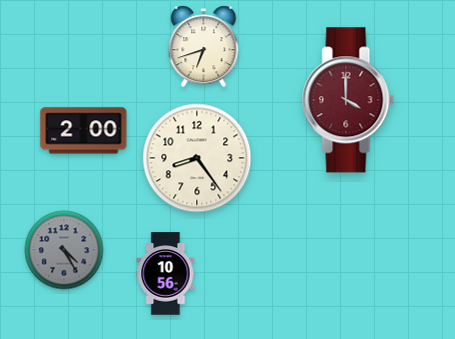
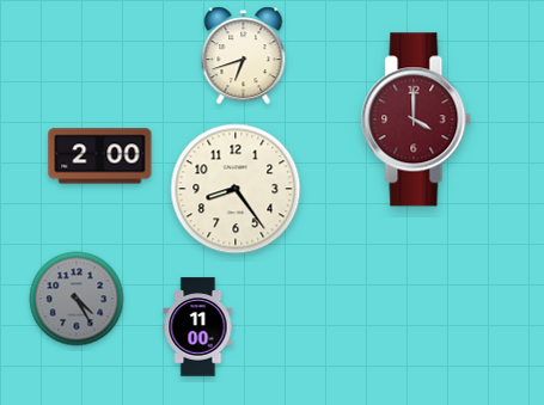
clock at (166, 274): 10:56 -> 11:00
